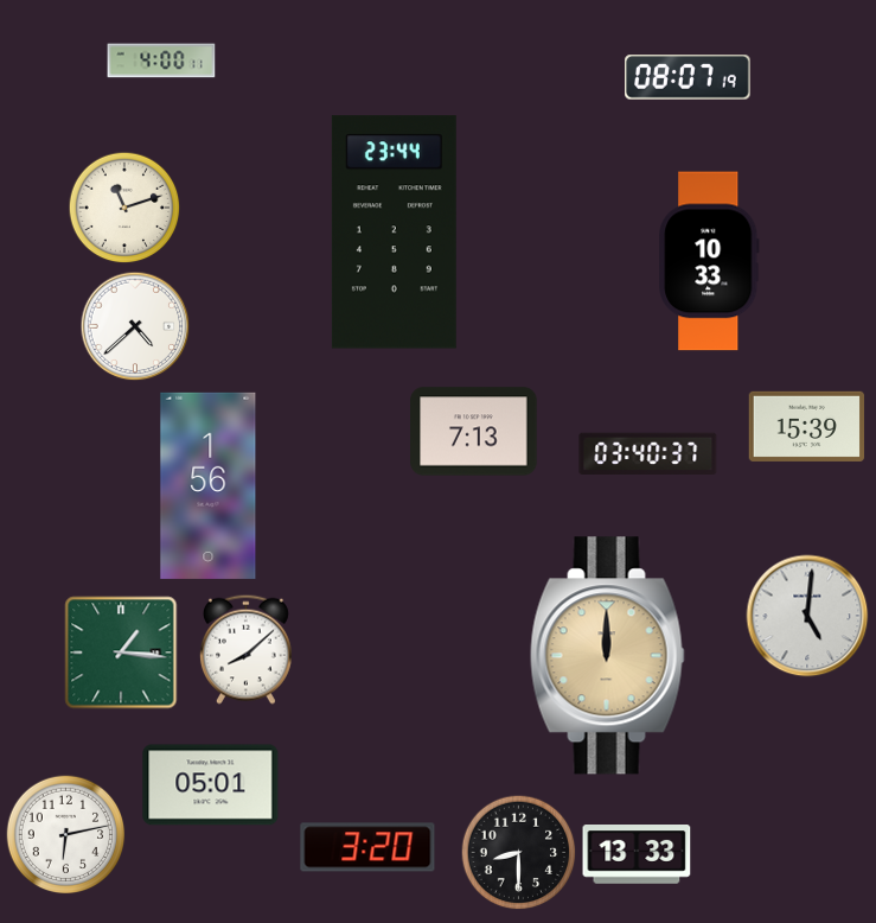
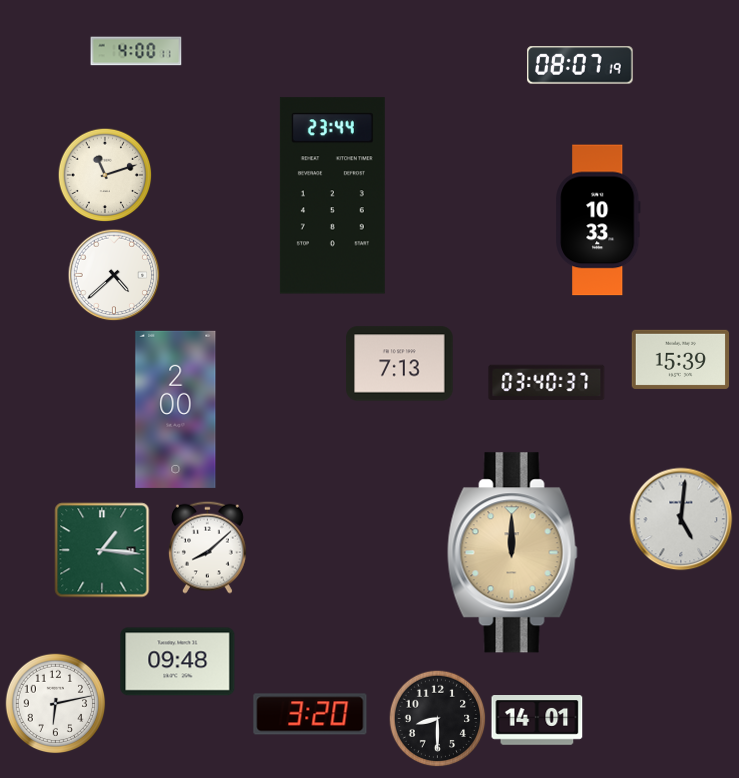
clock at (209, 485): 1:56 -> 2:00
clock at (211, 785): 05:01 -> 09:48
clock at (637, 855): 13:33 -> 14:01
